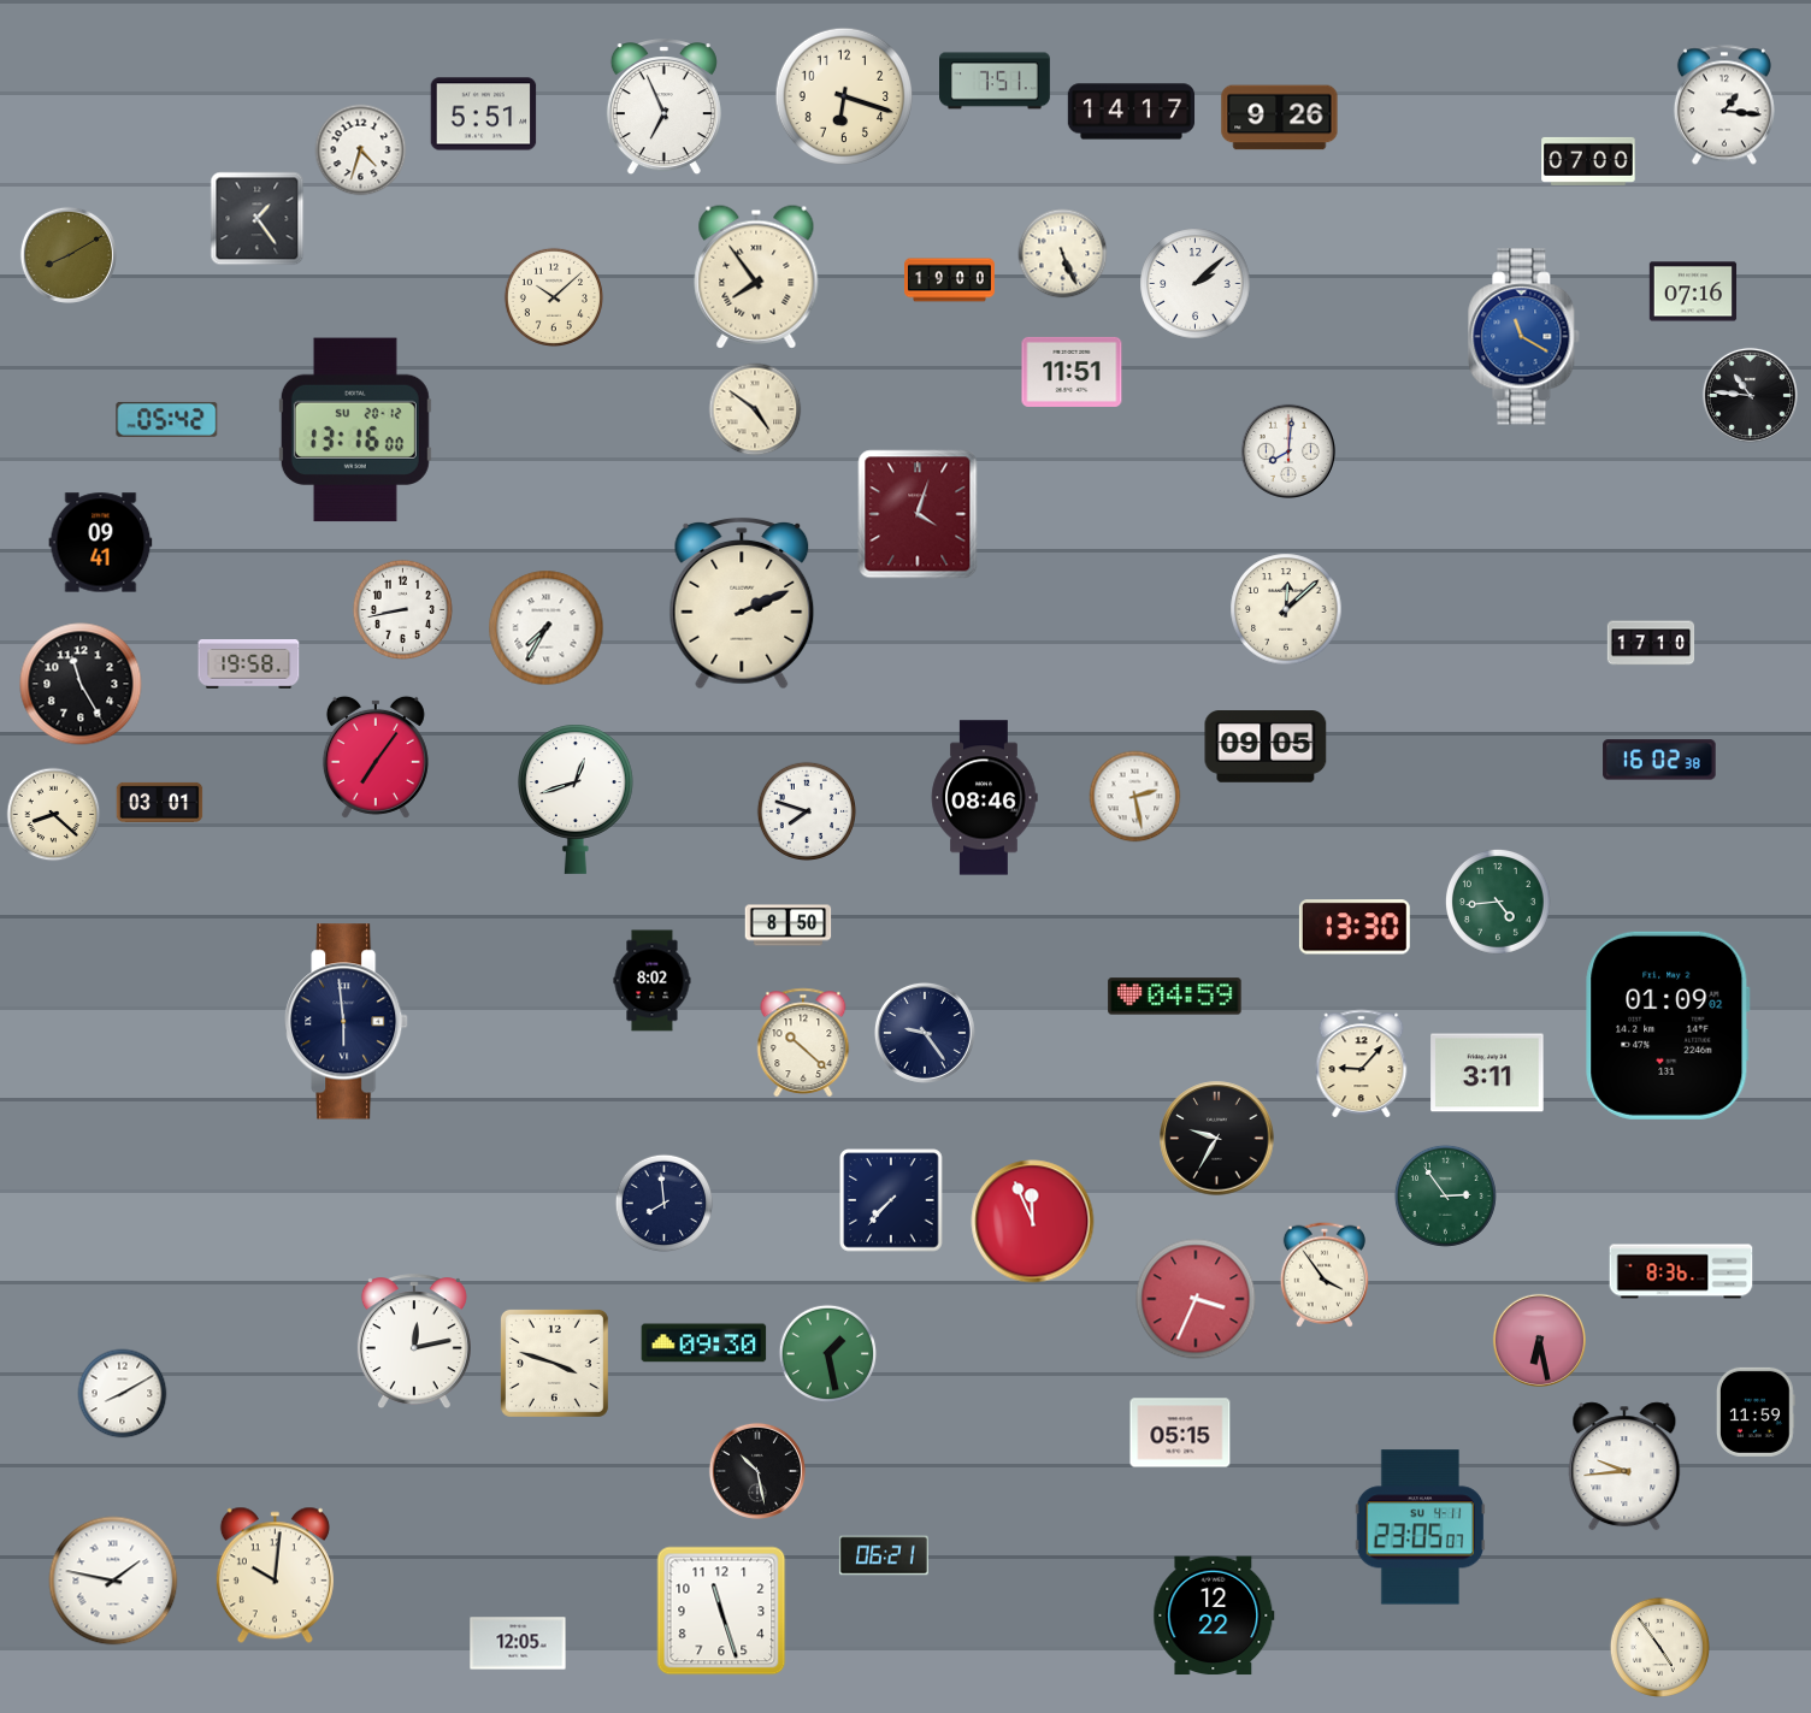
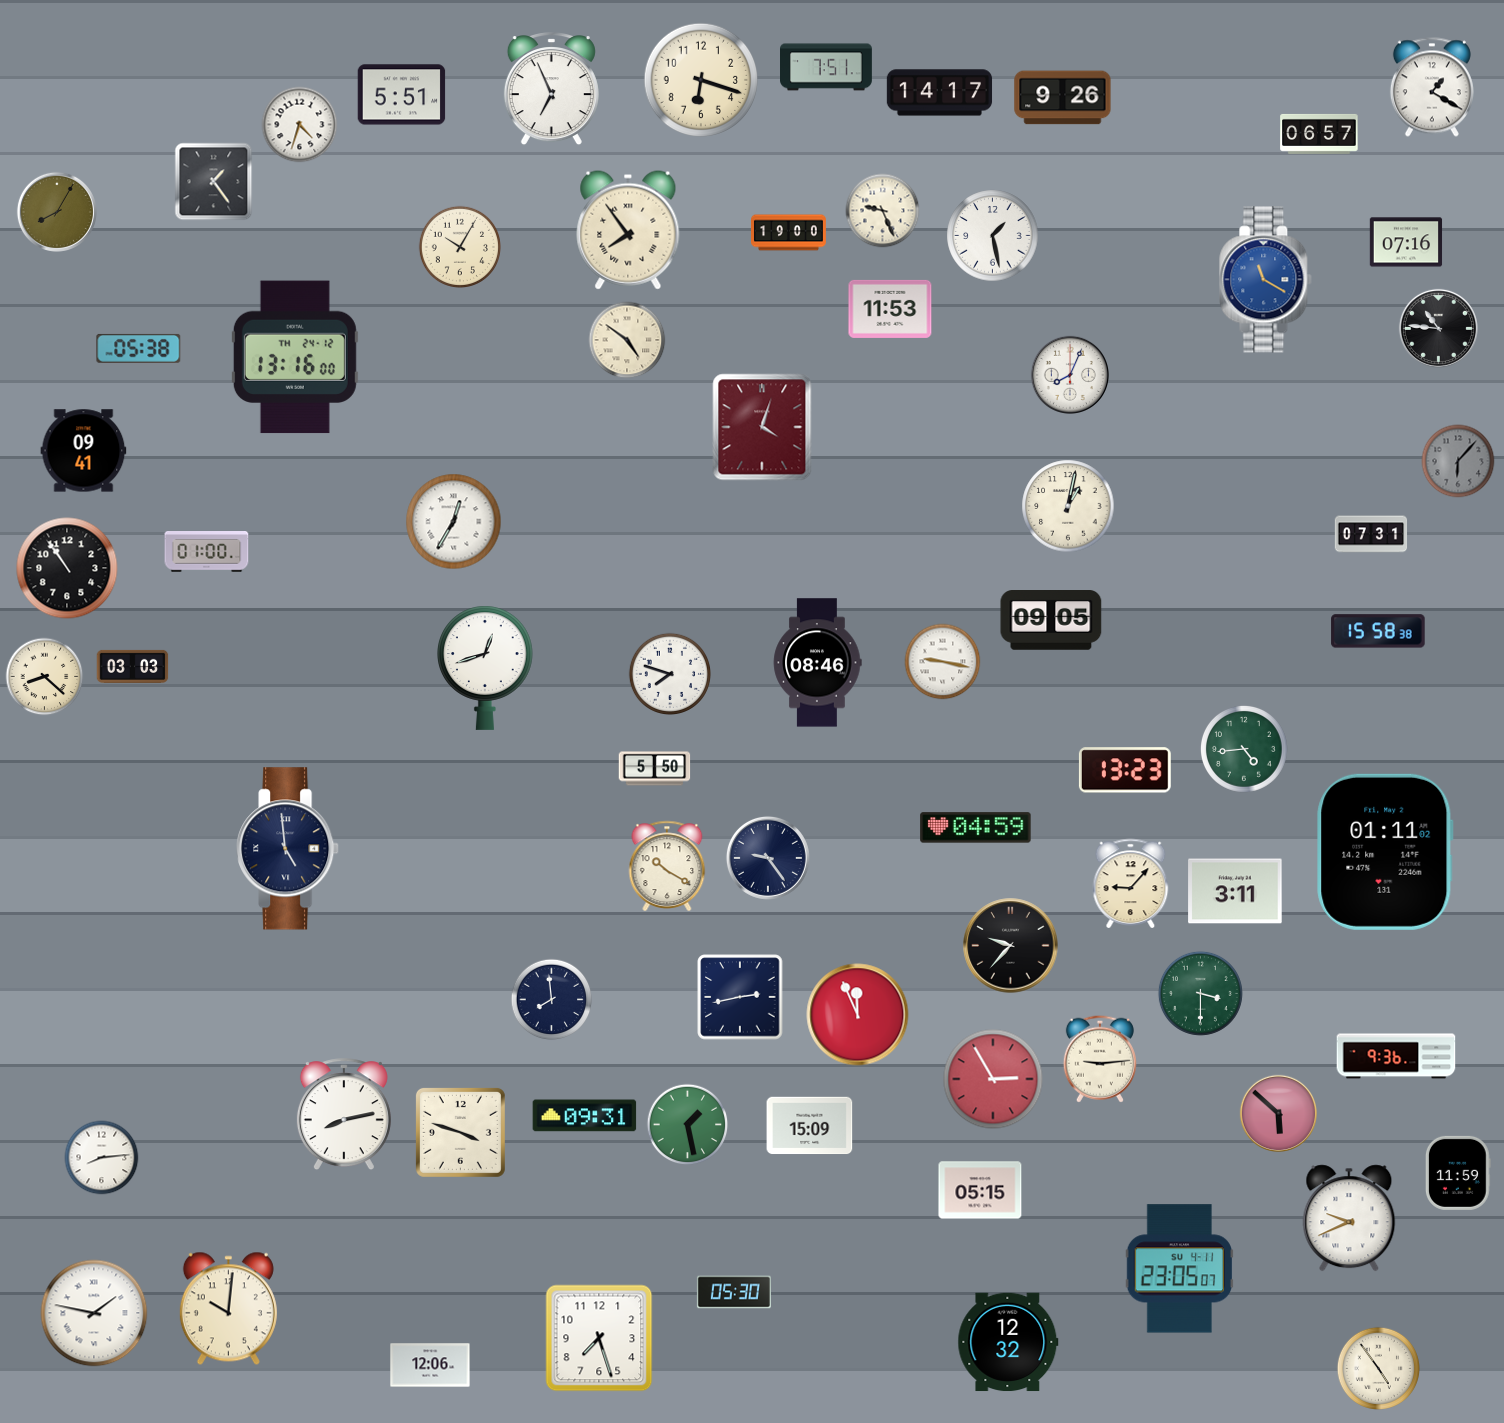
clock at (1724, 105): 1:16 -> 1:20
clock at (1588, 161): 07:00 -> 06:57
clock at (1063, 254): 5:26 -> 9:26
clock at (69, 255): 8:10 -> 8:05
clock at (1196, 284): 2:08 -> 1:28
clock at (553, 296): 10:08 -> 10:05
clock at (1072, 372): 11:51 -> 11:53
clock at (1750, 395) position: (1750, 395) -> (1438, 328)
clock at (167, 419): 05:42 -> 05:38
clock at (355, 430) date: SU 20-12 -> TH 24-12
clock at (1288, 451): 8:01 -> 8:04
clock at (1458, 461): none -> 6:07
clock at (742, 603): 2:11 -> none
clock at (402, 609): 8:43 -> none
clock at (1286, 609): 12:08 -> 1:02
clock at (547, 628): 7:35 -> 12:35
clock at (1651, 643): 17:10 -> 07:31
clock at (249, 664): 19:58 -> 01:00
clock at (81, 684): 11:25 -> 10:54
clock at (376, 757): 7:06 -> none
clock at (1659, 760): 16:02 -> 15:58
clock at (1135, 797): 2:28 -> 9:17
clock at (577, 799) position: (577, 799) -> (486, 668)
clock at (160, 802): 03:01 -> 03:03
clock at (789, 926): 8:50 -> 5:50
clock at (1355, 927): 13:30 -> 13:23
clock at (653, 981): 8:02 -> none
clock at (347, 1022): 5:59 -> 4:59
clock at (1668, 1026): 01:09 -> 01:11
clock at (803, 1042): 10:22 -> 10:20
clock at (1217, 1139): 9:35 -> 9:37
clock at (1445, 1195): 2:54 -> 3:30
clock at (891, 1200): 7:37 -> 2:43
clock at (1681, 1271): 8:36 -> 9:36
clock at (1325, 1275): 3:54 -> 9:14
clock at (1196, 1299): 3:34 -> 2:55
clock at (1539, 1340): 6:28 -> 5:52
clock at (414, 1342): 12:13 -> 8:13
clock at (704, 1343): 09:30 -> 09:31
clock at (810, 1126): none -> 15:09
clock at (123, 1394): 8:10 -> 8:14
clock at (1624, 1466): 9:44 -> 9:41
clock at (757, 1471): 10:28 -> none
clock at (884, 1555): 06:21 -> 05:30
clock at (721, 1611): 11:27 -> 7:27
clock at (1214, 1615): 12:22 -> 12:32
clock at (518, 1643): 12:05 -> 12:06
